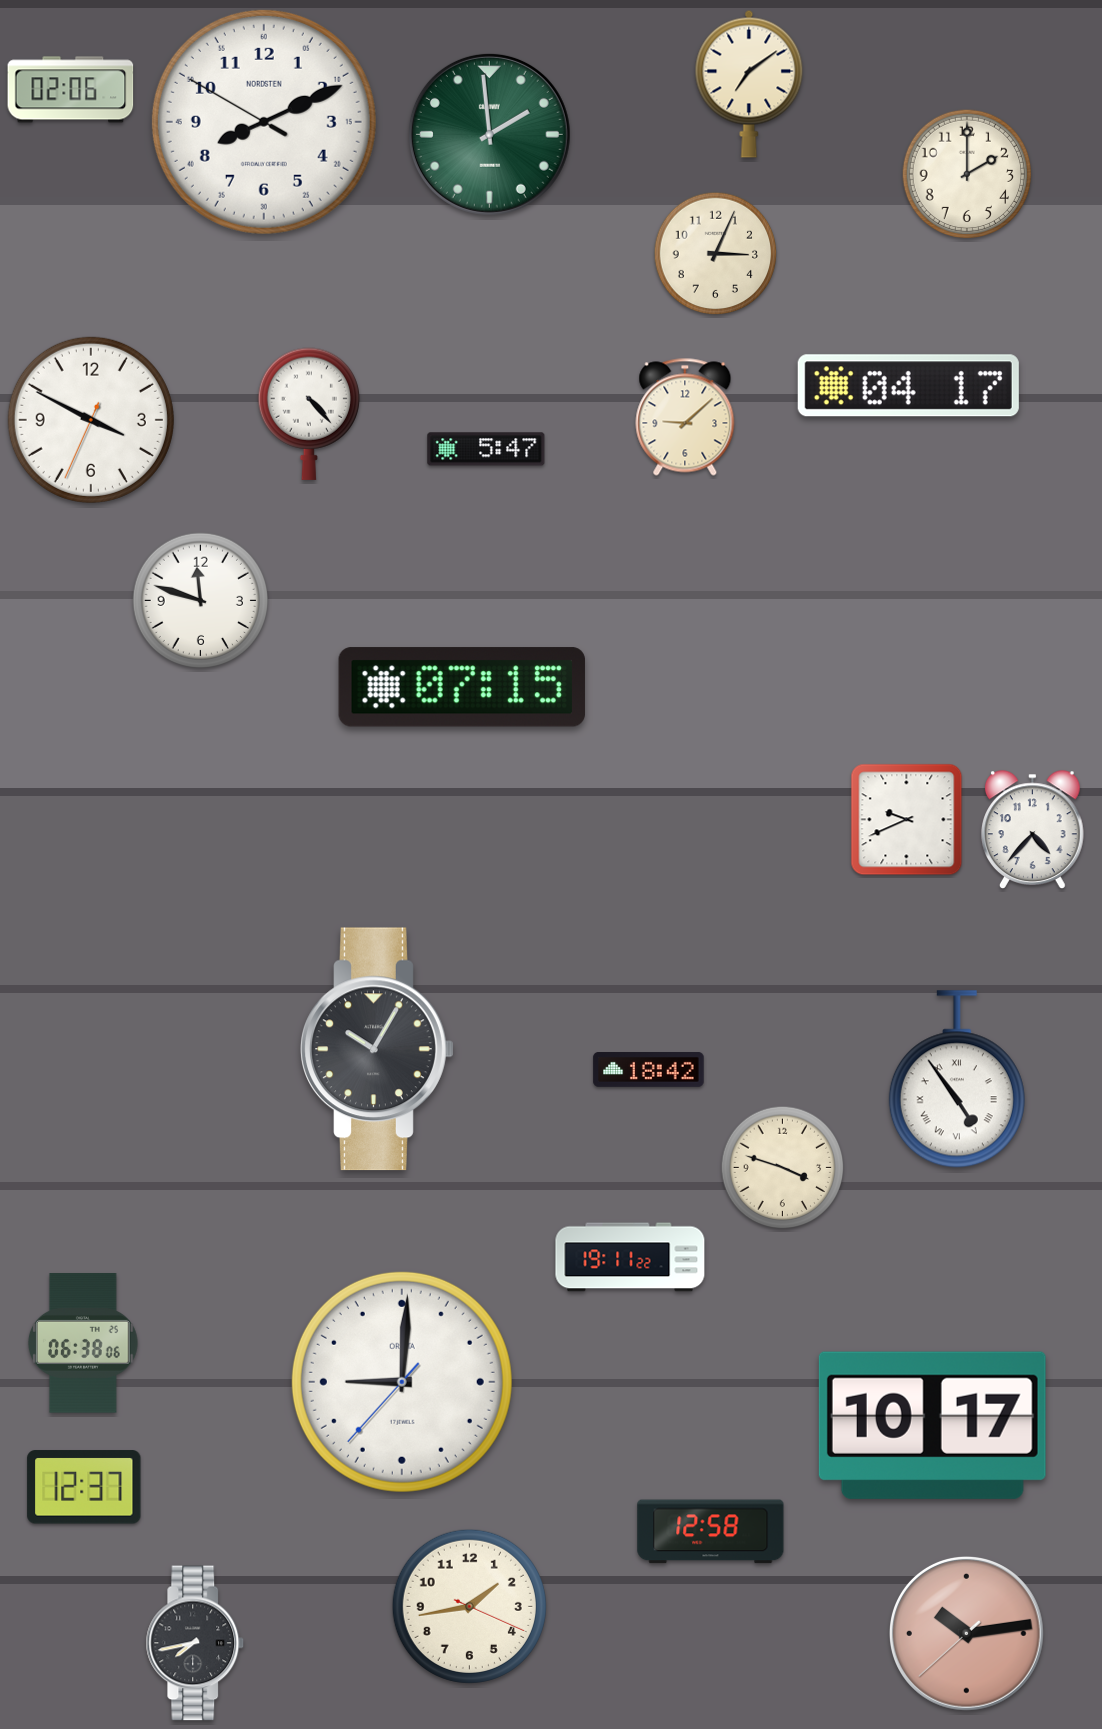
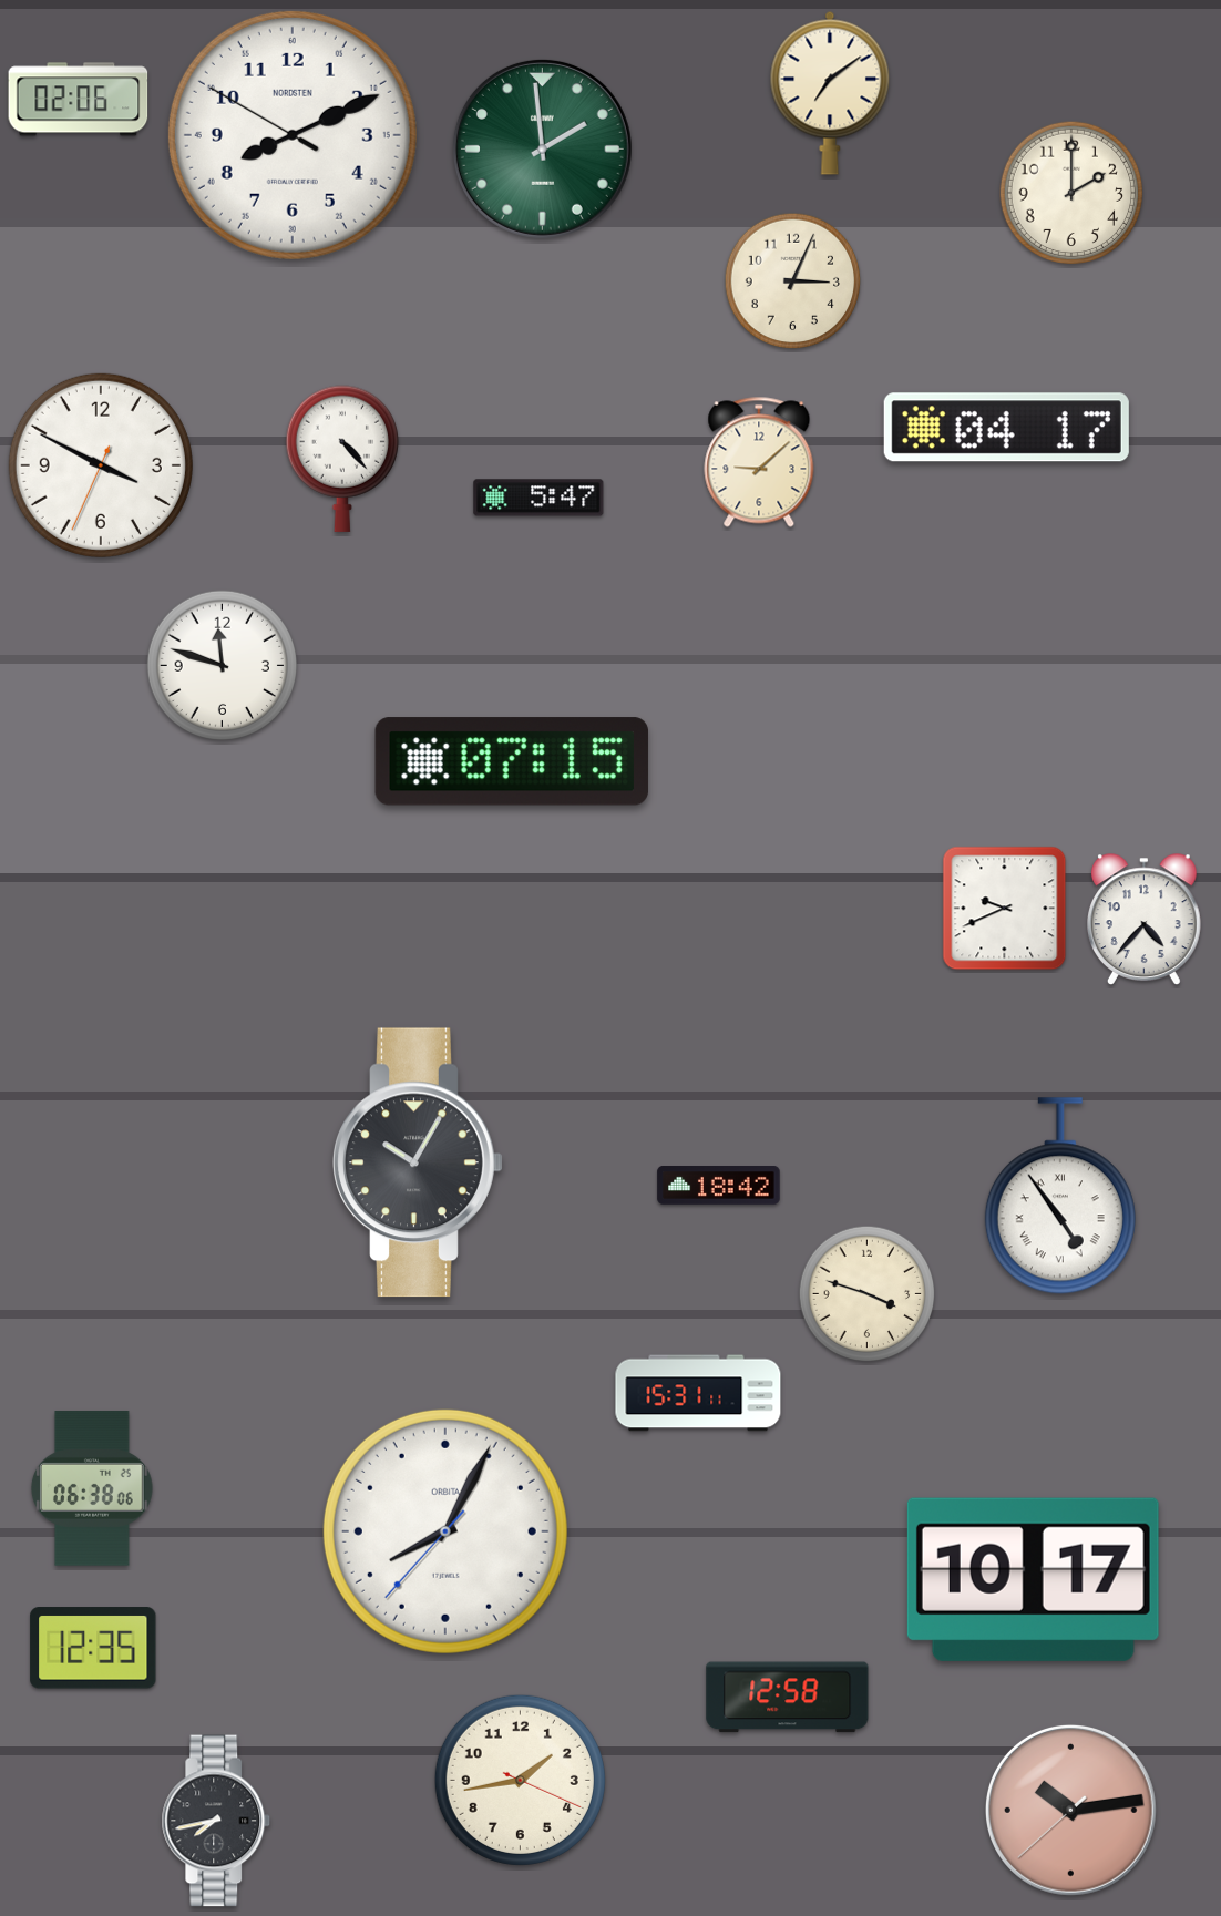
clock at (630, 1257): 19:11 -> 15:31
clock at (402, 1382): 9:00 -> 8:04
clock at (84, 1487): 12:37 -> 12:35
